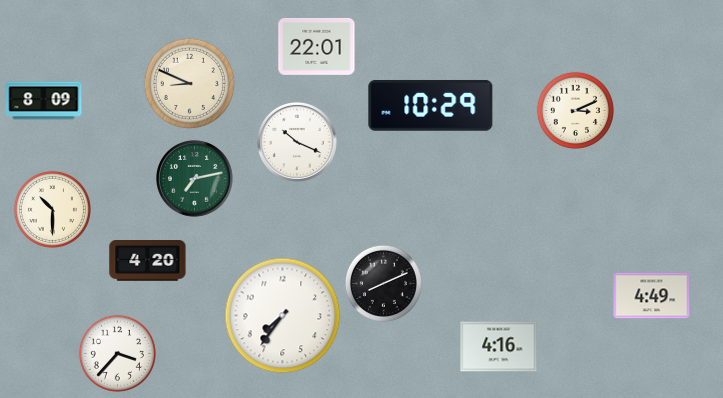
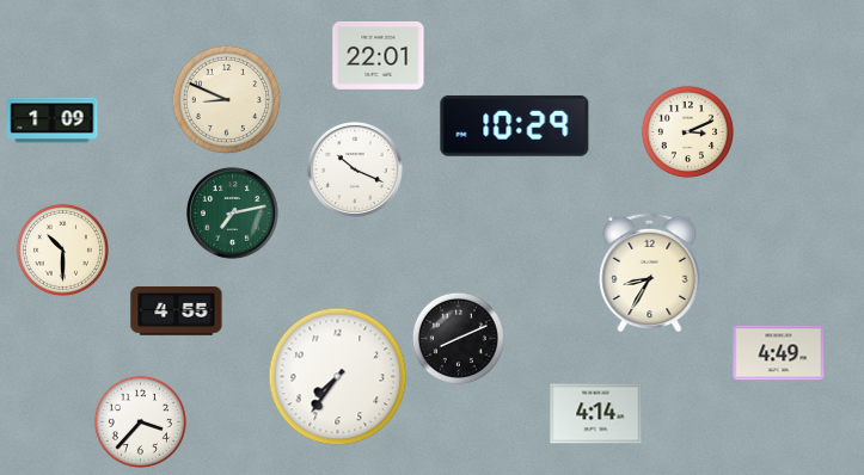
clock at (44, 101): 8:09 -> 1:09
clock at (650, 272): none -> 8:35
clock at (148, 261): 4:20 -> 4:55
clock at (499, 347): 4:16 -> 4:14
